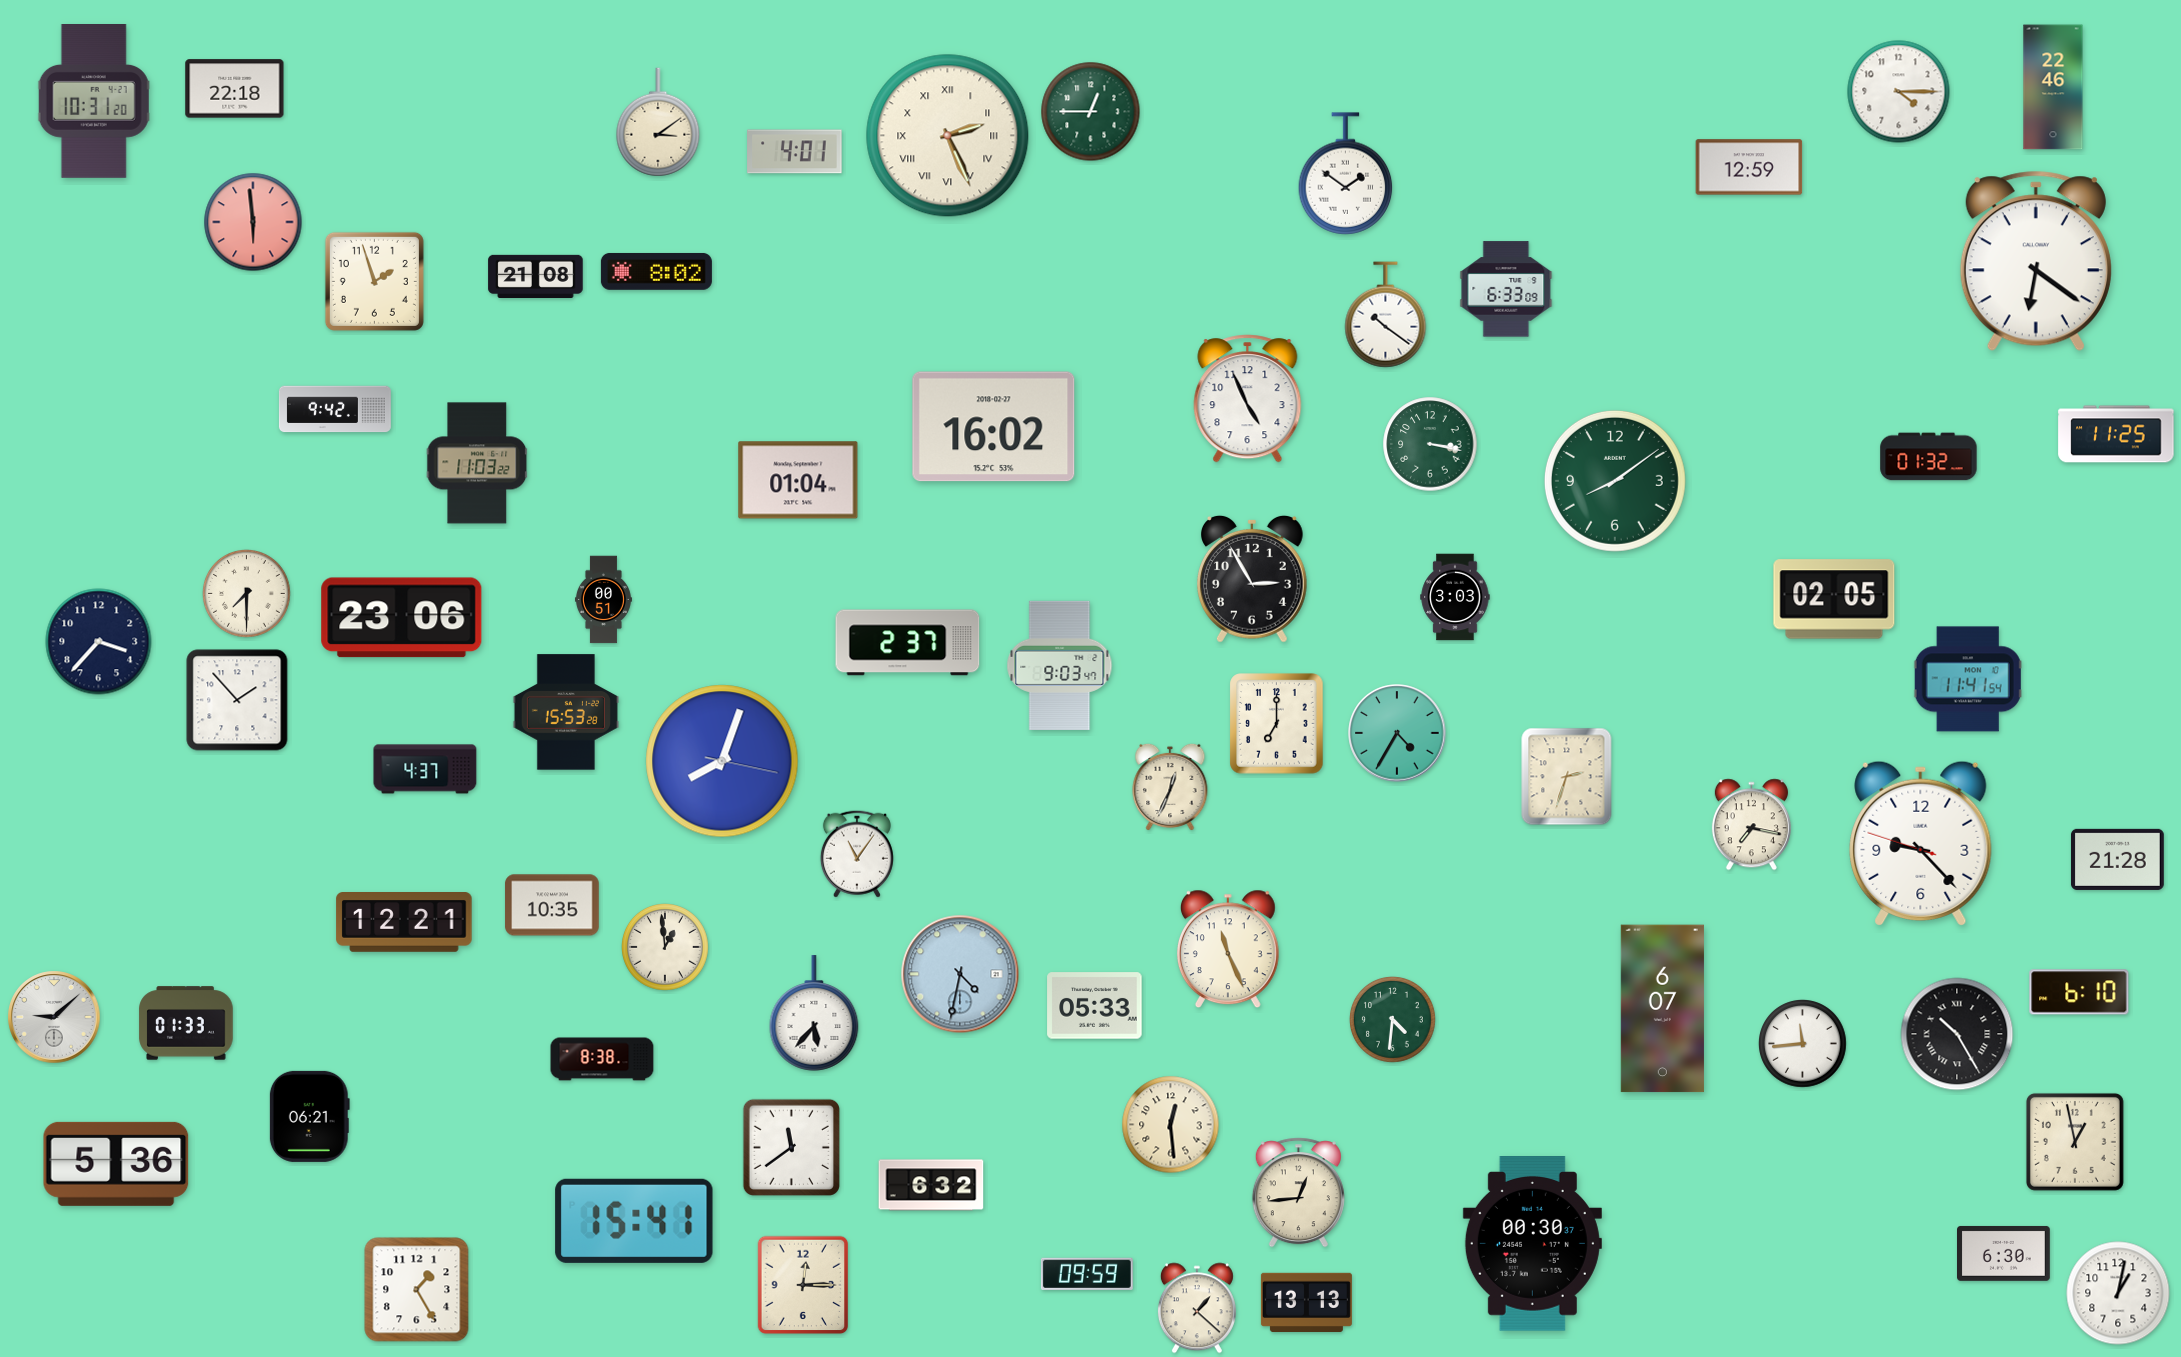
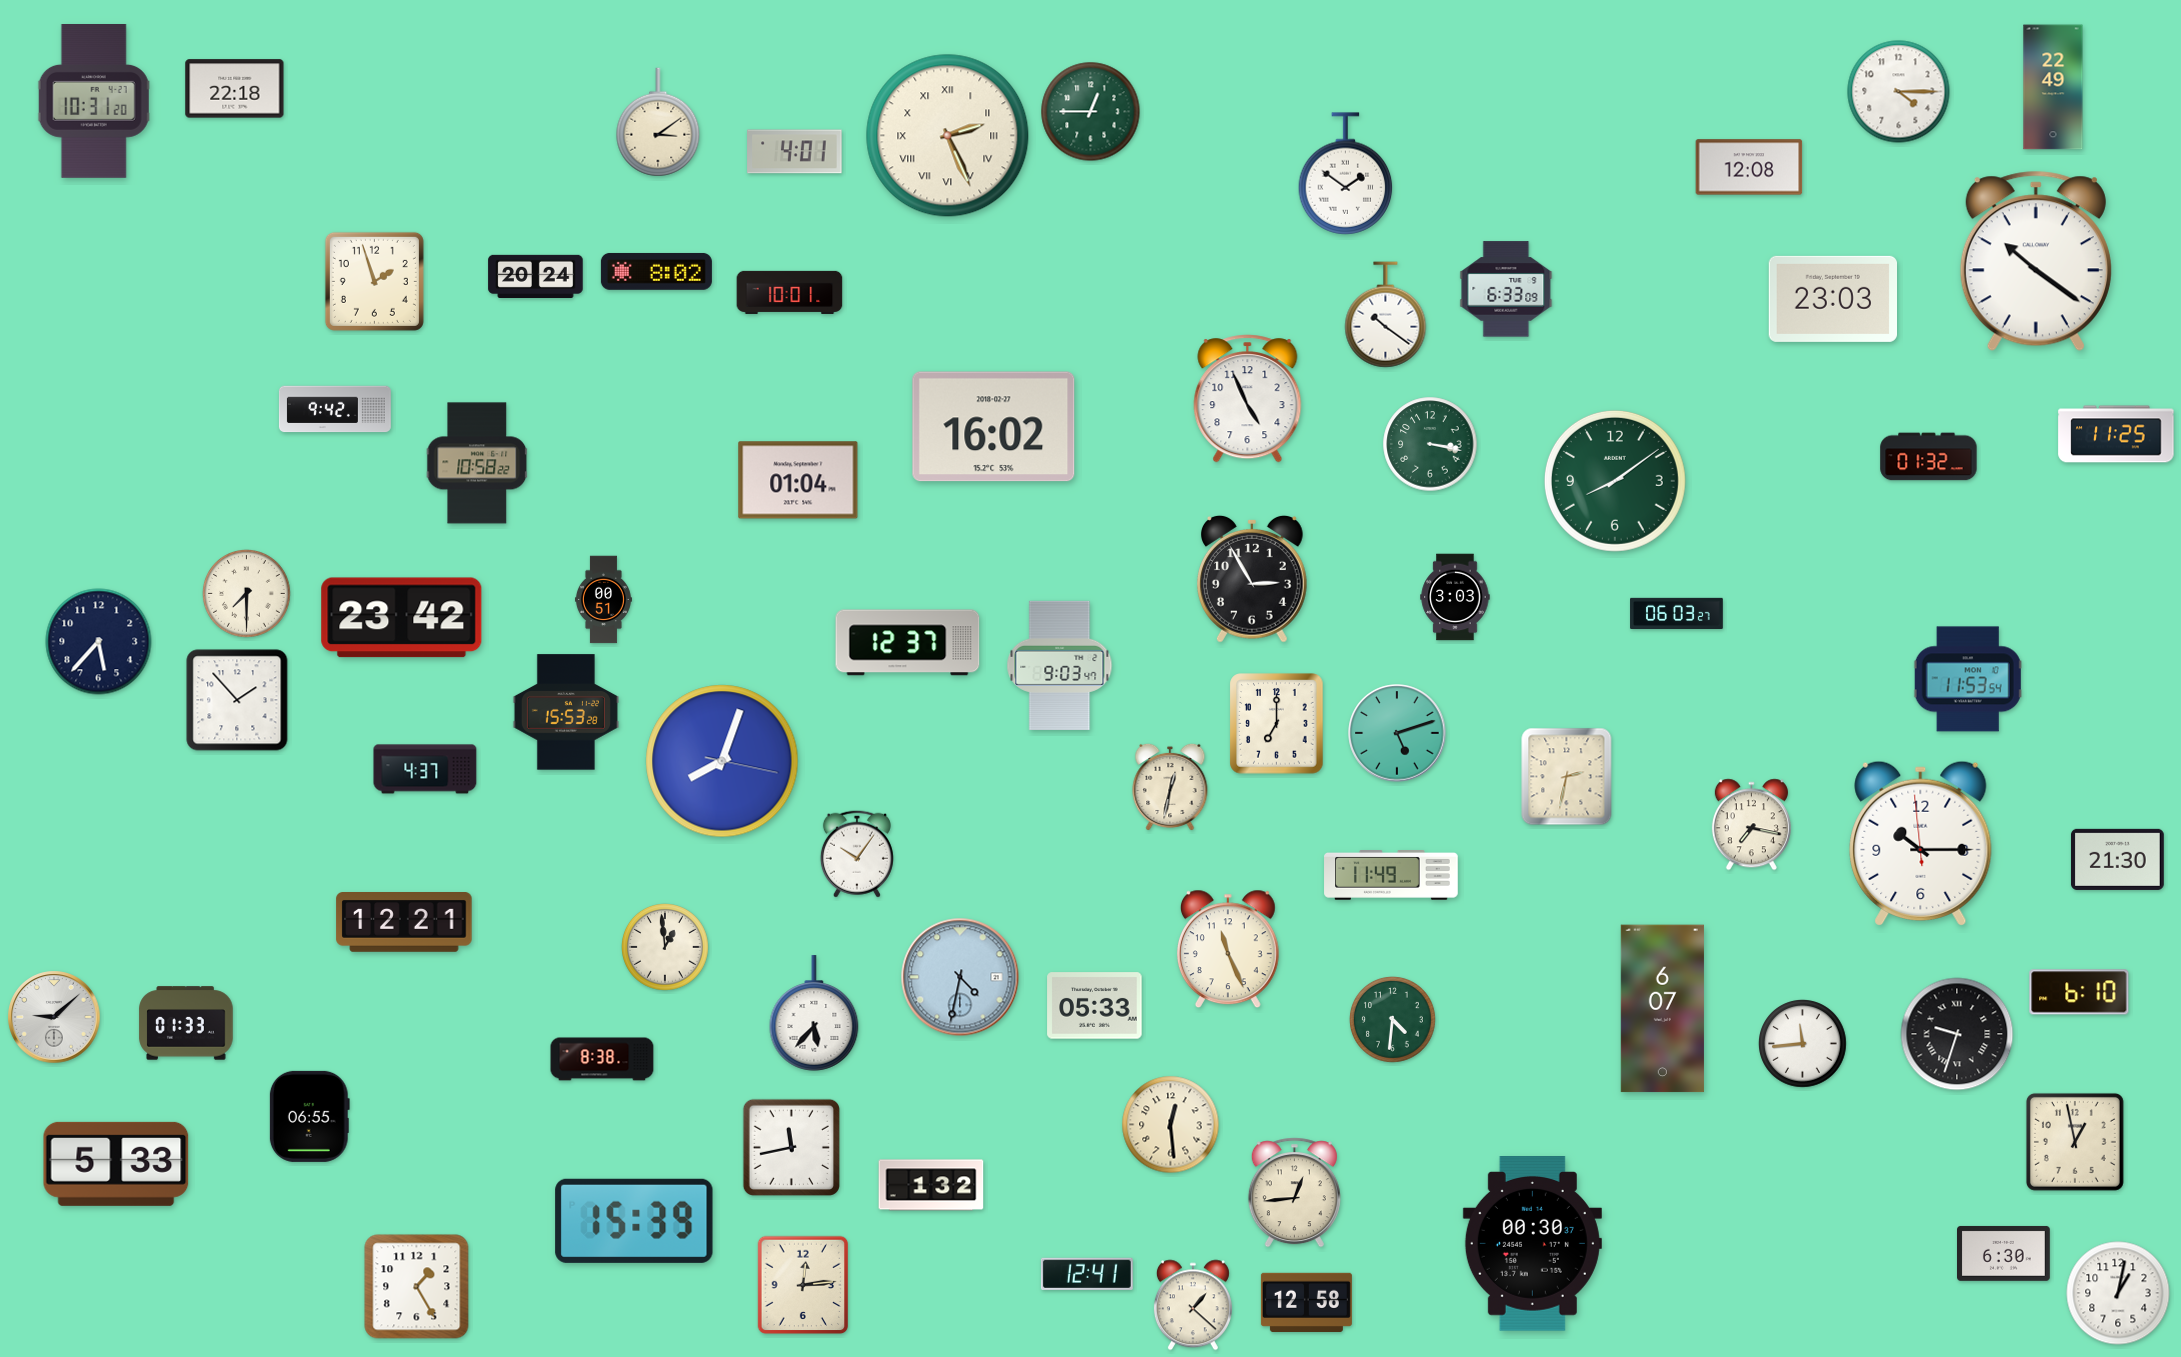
clock at (2053, 87): 22:46 -> 22:49
clock at (1749, 167): 12:59 -> 12:08
clock at (253, 222): 5:59 -> none
clock at (2036, 261): 6:21 -> 10:21
clock at (536, 276): 21:08 -> 20:24
clock at (790, 292): none -> 10:01
clock at (1832, 299): none -> 23:03
clock at (477, 463): 11:03 -> 10:58
clock at (1834, 599): 02:05 -> none
clock at (1677, 613): none -> 06:03
clock at (402, 618): 23:06 -> 23:42
clock at (99, 642): 3:37 -> 5:37
clock at (908, 643): 2:37 -> 12:37
clock at (1968, 679): 11:41 -> 11:53
clock at (1397, 733): 4:35 -> 5:12
clock at (1567, 777): 2:33 -> 2:32
clock at (1170, 787): 12:34 -> 12:32
clock at (1921, 843): 9:22 -> 10:14
clock at (857, 854): 11:06 -> 10:06
clock at (2118, 859): 21:28 -> 21:30
clock at (1391, 876): none -> 11:49
clock at (552, 905): 10:35 -> none
clock at (960, 974) position: (960, 974) -> (960, 977)
clock at (1957, 1034): 10:25 -> 9:33
clock at (309, 1116): 06:21 -> 06:55
clock at (791, 1147): 11:39 -> 11:43
clock at (116, 1164): 5:36 -> 5:33
clock at (931, 1185): 6:32 -> 1:32
clock at (1298, 1193) position: (1298, 1193) -> (1294, 1193)
clock at (634, 1221): 15:41 -> 15:39
clock at (1087, 1274): 09:59 -> 12:41
clock at (803, 1285): 12:15 -> 12:14
clock at (417, 1290) position: (417, 1290) -> (417, 1287)
clock at (1306, 1302): 13:13 -> 12:58
clock at (1197, 1308) position: (1197, 1308) -> (1193, 1305)
